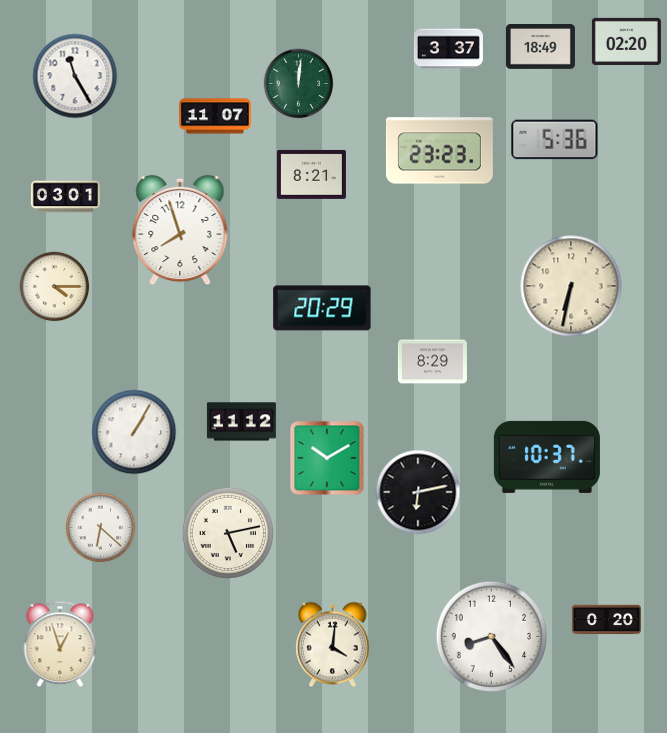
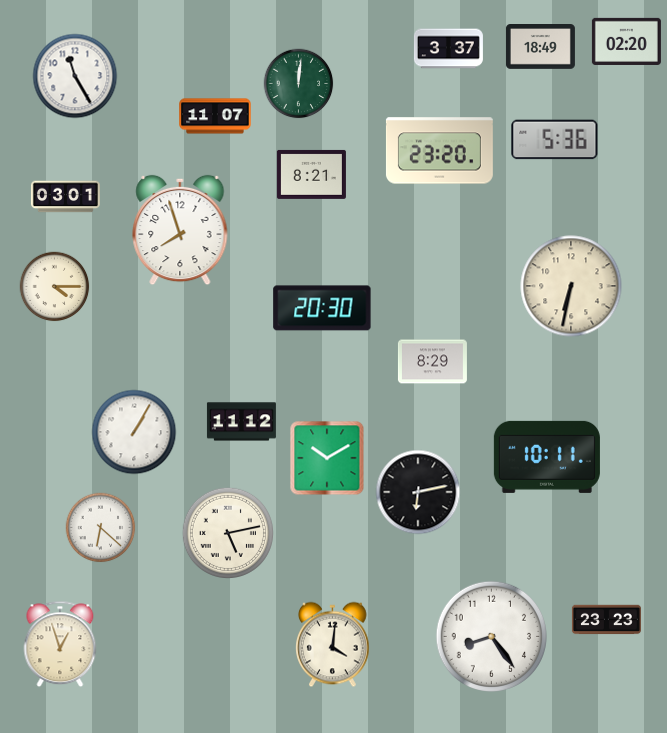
clock at (439, 151): 23:23 -> 23:20
clock at (322, 308): 20:29 -> 20:30
clock at (547, 457): 10:37 -> 10:11
clock at (606, 620): 0:20 -> 23:23
